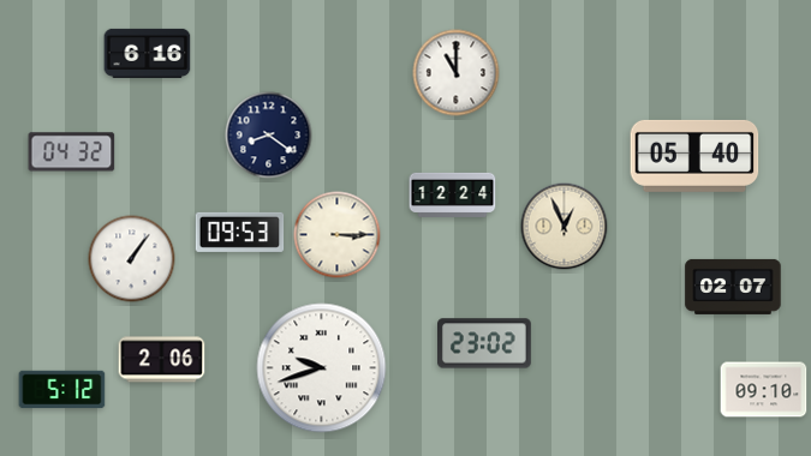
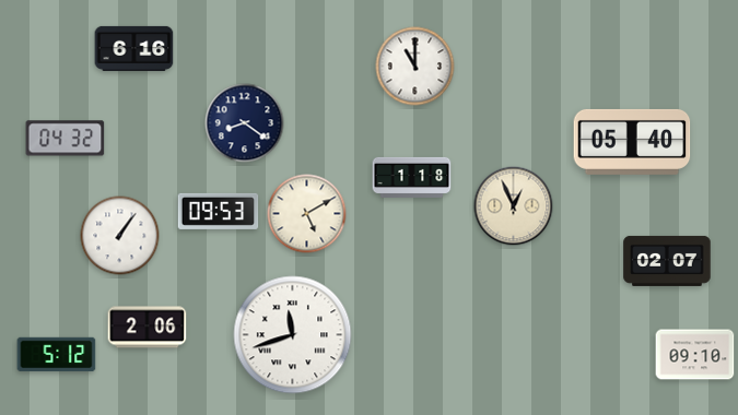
clock at (453, 194): 12:24 -> 1:18
clock at (338, 235): 3:15 -> 5:10
clock at (485, 343): 23:02 -> none
clock at (322, 368): 9:42 -> 11:42
